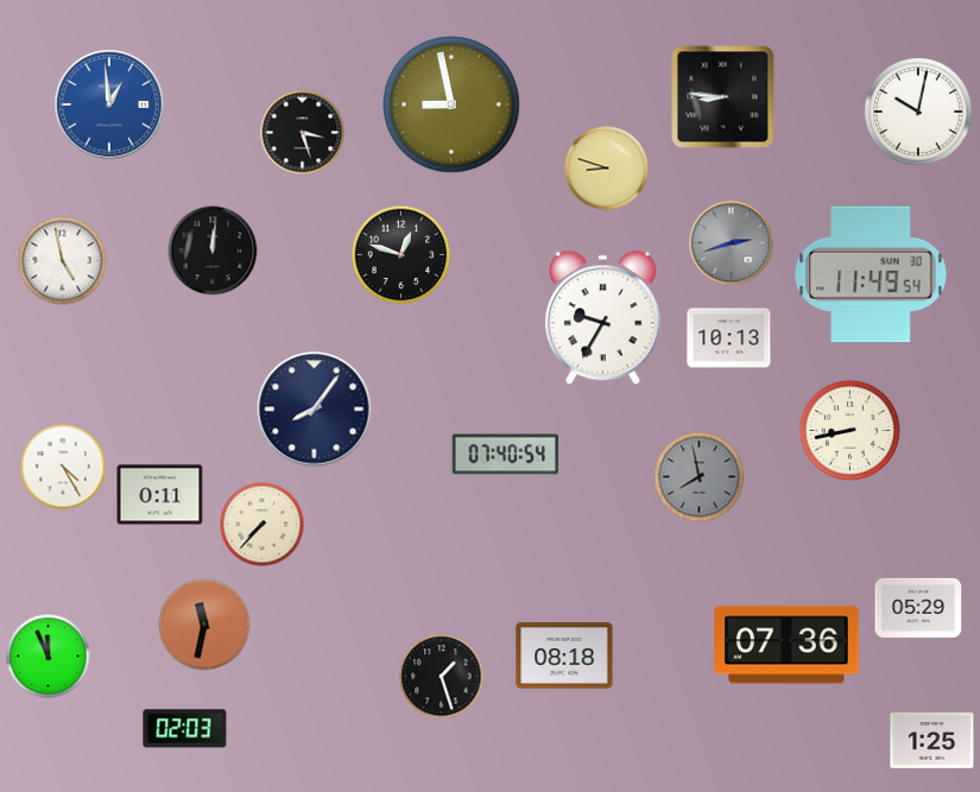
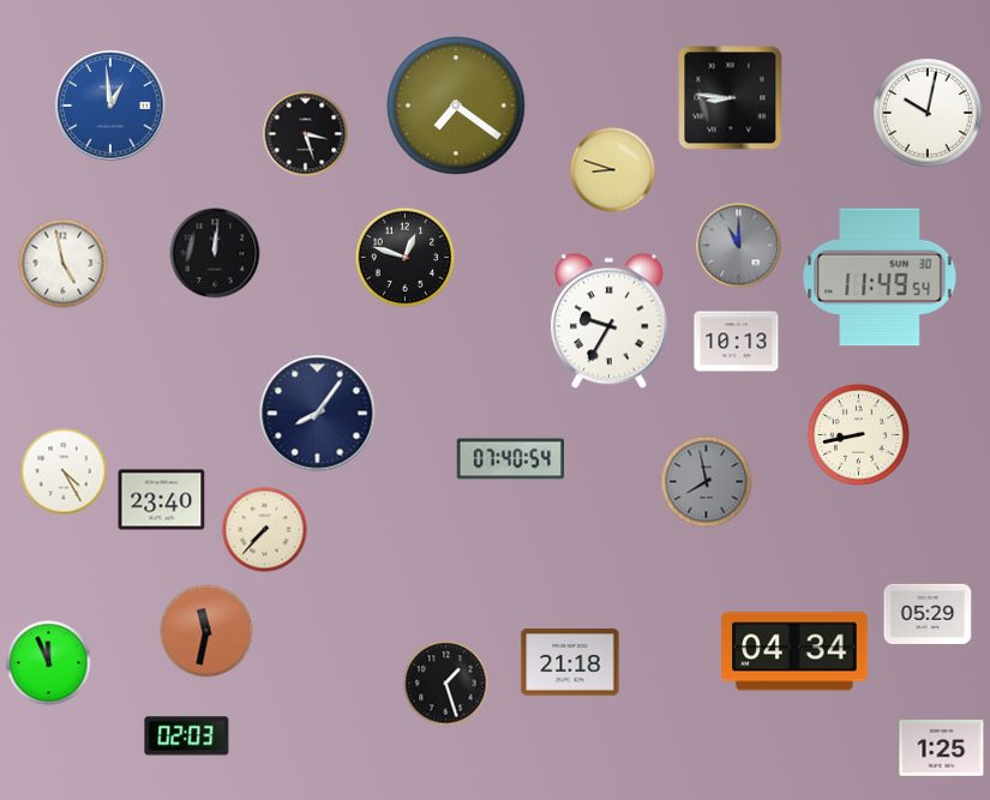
clock at (453, 106): 8:58 -> 7:21
clock at (732, 243): 2:42 -> 11:00
clock at (160, 495): 0:11 -> 23:40
clock at (786, 645): 07:36 -> 04:34
clock at (564, 655): 08:18 -> 21:18
